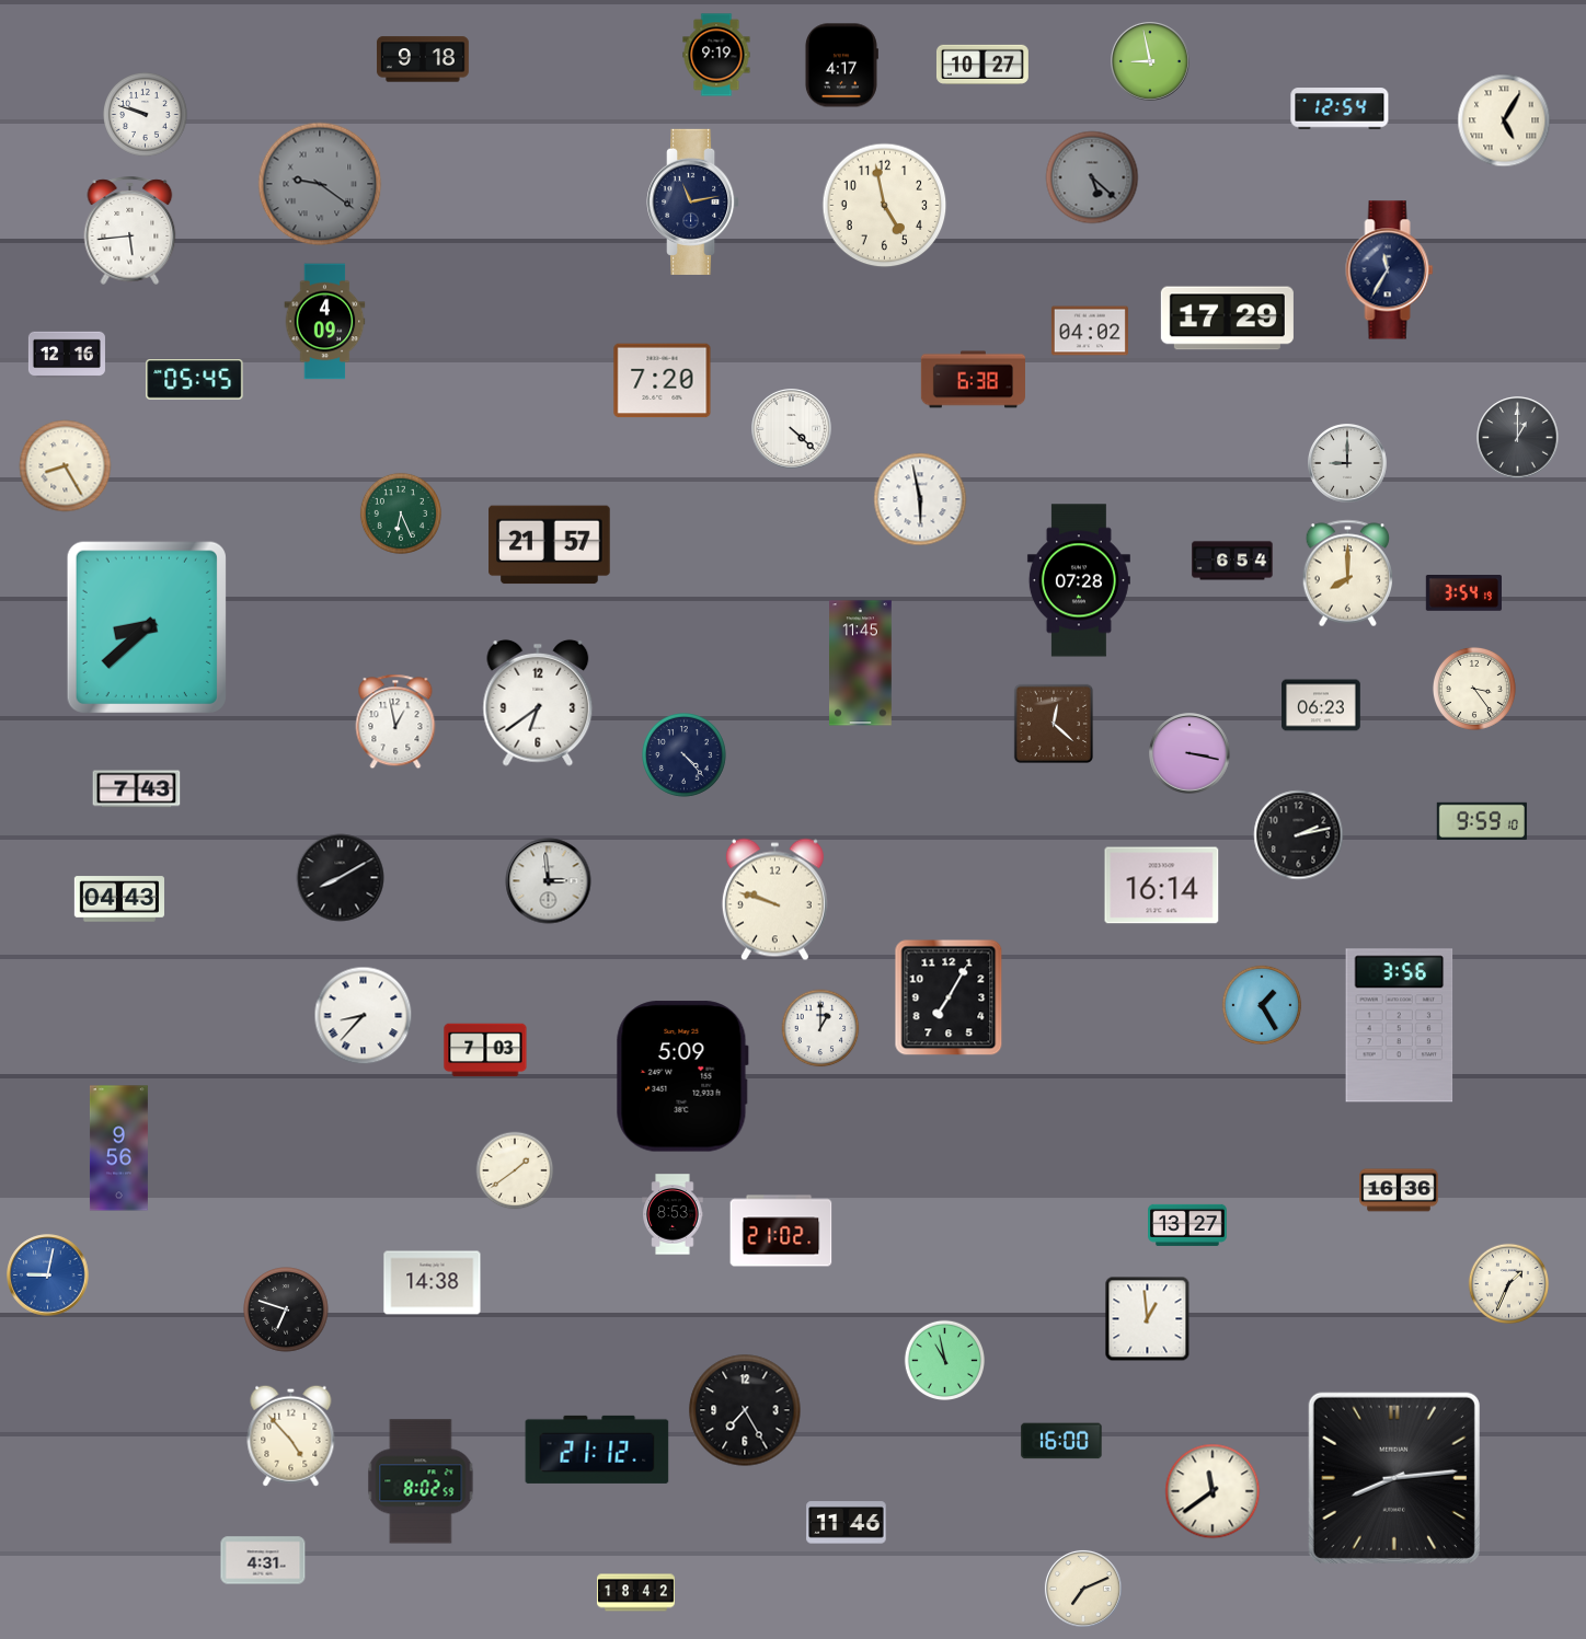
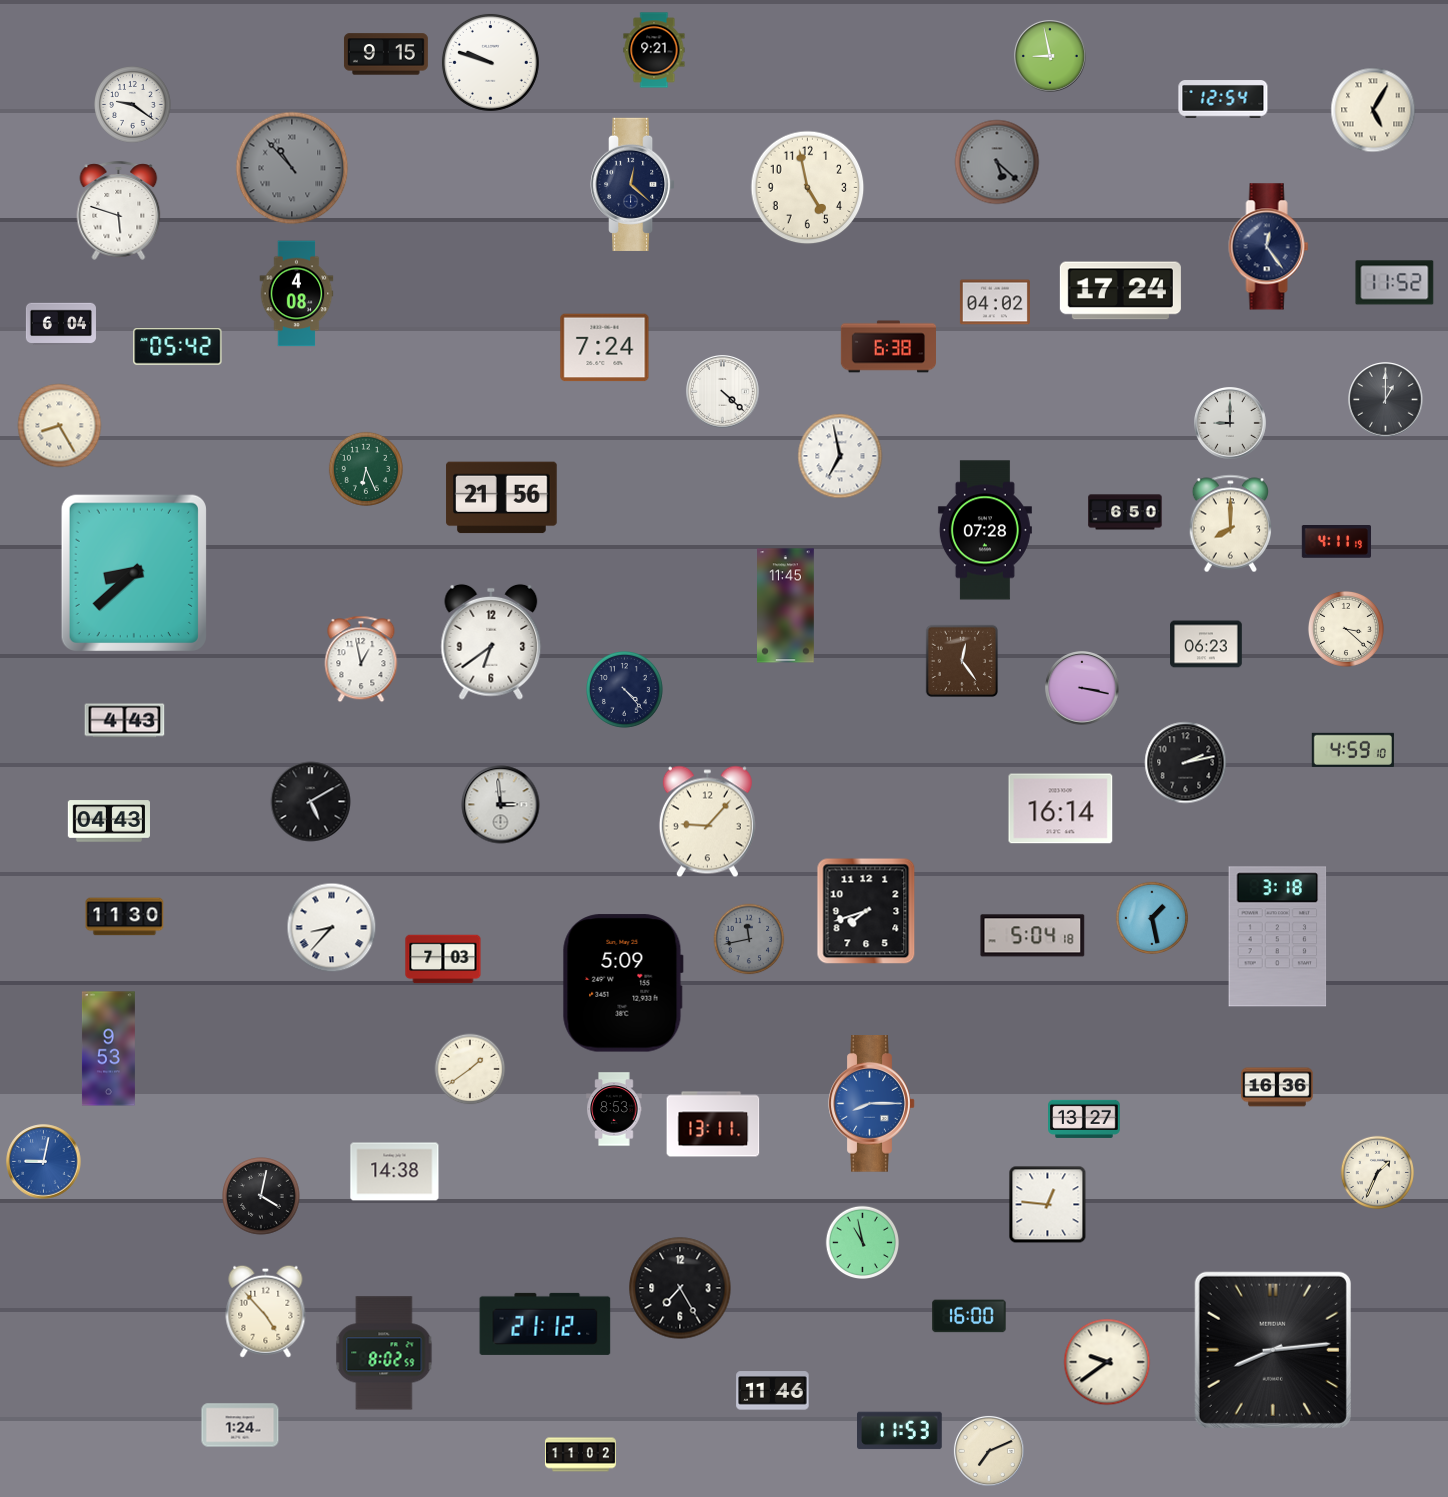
clock at (716, 55): 9:19 -> 9:21
clock at (423, 59): 9:18 -> 9:15
clock at (982, 65): 10:27 -> none
clock at (841, 66): 4:17 -> none
clock at (490, 62): none -> 9:48
clock at (146, 115): 9:48 -> 9:21
clock at (320, 184): 9:21 -> 10:53
clock at (694, 201): 11:13 -> 12:22
clock at (130, 230): 5:44 -> 5:48
clock at (1390, 270): 11:35 -> 12:24
clock at (1395, 283): none -> 11:52
clock at (1227, 319): 17:29 -> 17:24
clock at (325, 322): 4:09 -> 4:08
clock at (67, 355): 12:16 -> 6:04
clock at (195, 380): 05:45 -> 05:42
clock at (663, 381): 7:20 -> 7:24
clock at (920, 499): 5:58 -> 6:58
clock at (550, 545): 21:57 -> 21:56
clock at (1232, 561): 6:54 -> 6:50
clock at (1463, 593): 3:54 -> 4:11
clock at (1474, 689): 3:24 -> 3:22
clock at (1053, 723): 12:22 -> 12:24
clock at (1189, 753) position: (1189, 753) -> (1082, 688)
clock at (137, 789): 7:43 -> 4:43
clock at (1482, 821): 9:59 -> 4:59
clock at (341, 878): 8:10 -> 5:10
clock at (774, 900): 9:48 -> 9:07
clock at (949, 997): 7:05 -> 7:42
clock at (125, 917): none -> 11:30
clock at (1262, 1005): 1:25 -> 1:28
clock at (1033, 936): none -> 5:04
clock at (1400, 1026): 3:56 -> 3:18
clock at (820, 1028): 1:00 -> 11:43
clock at (820, 1028) dial: white -> grey
clock at (118, 1149): 9:56 -> 9:53
clock at (872, 1104): none -> 8:15
clock at (781, 1231): 21:02 -> 13:11
clock at (48, 1276) position: (48, 1276) -> (44, 1162)
clock at (286, 1309): 6:48 -> 4:02
clock at (1148, 1319): 12:59 -> 12:46
clock at (1213, 1491): 11:39 -> 9:39
clock at (263, 1560): 4:31 -> 1:24
clock at (900, 1431): none -> 11:53
clock at (636, 1593): 18:42 -> 11:02
